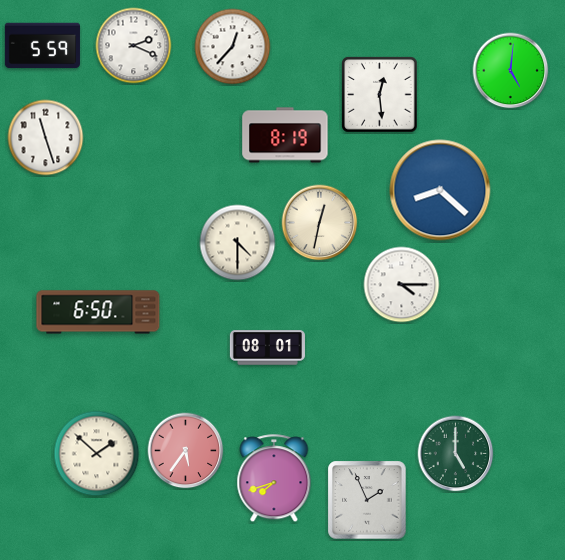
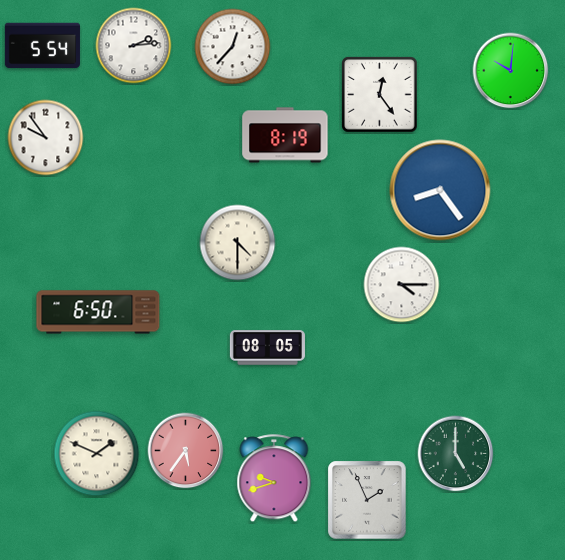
clock at (42, 46): 5:59 -> 5:54
clock at (134, 46): 2:19 -> 2:14
clock at (511, 71): 5:01 -> 10:01
clock at (380, 95): 12:29 -> 12:24
clock at (46, 138): 11:27 -> 9:54
clock at (440, 190): 8:22 -> 8:24
clock at (320, 223): 12:32 -> none
clock at (267, 348): 08:01 -> 08:05
clock at (97, 454): 1:52 -> 1:49
clock at (274, 479): 7:42 -> 9:42
